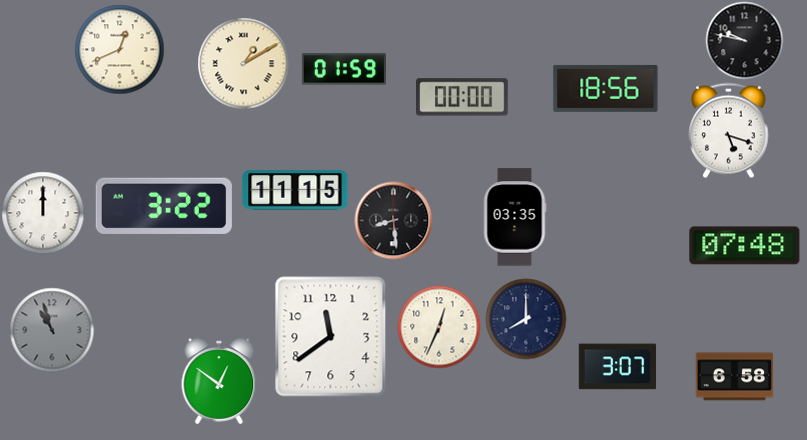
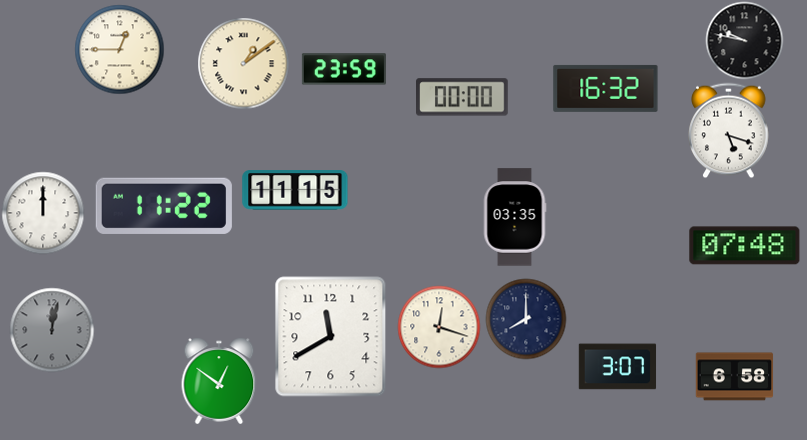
clock at (119, 49): 12:41 -> 12:45
clock at (243, 63): 1:10 -> 1:09
clock at (344, 69): 01:59 -> 23:59
clock at (606, 88): 18:56 -> 16:32
clock at (164, 206): 3:22 -> 11:22
clock at (393, 220): 8:29 -> none
clock at (439, 327): 12:34 -> 12:18
clock at (52, 330): 10:57 -> 12:02
clock at (331, 337): 11:39 -> 11:40
